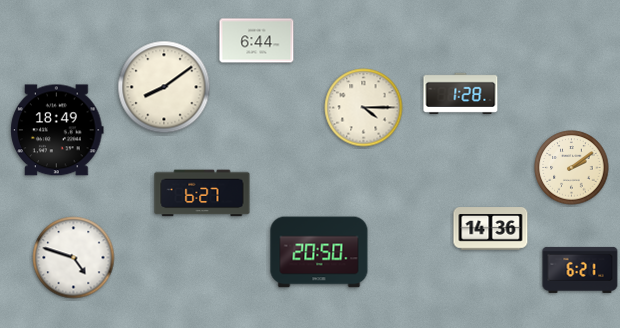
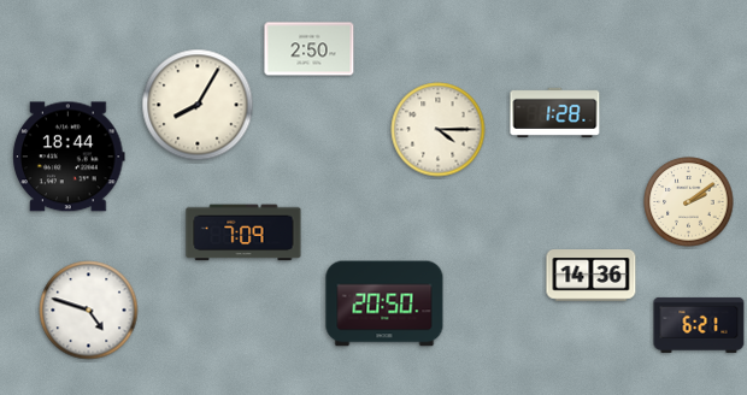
clock at (257, 41): 6:44 -> 2:50
clock at (164, 87): 8:09 -> 8:05
clock at (57, 130): 18:49 -> 18:44
clock at (202, 193): 6:27 -> 7:09
